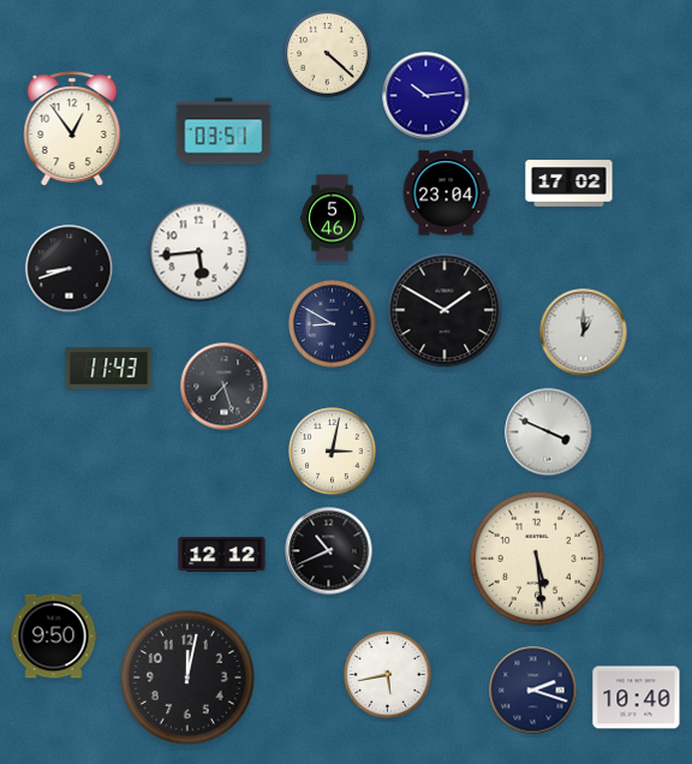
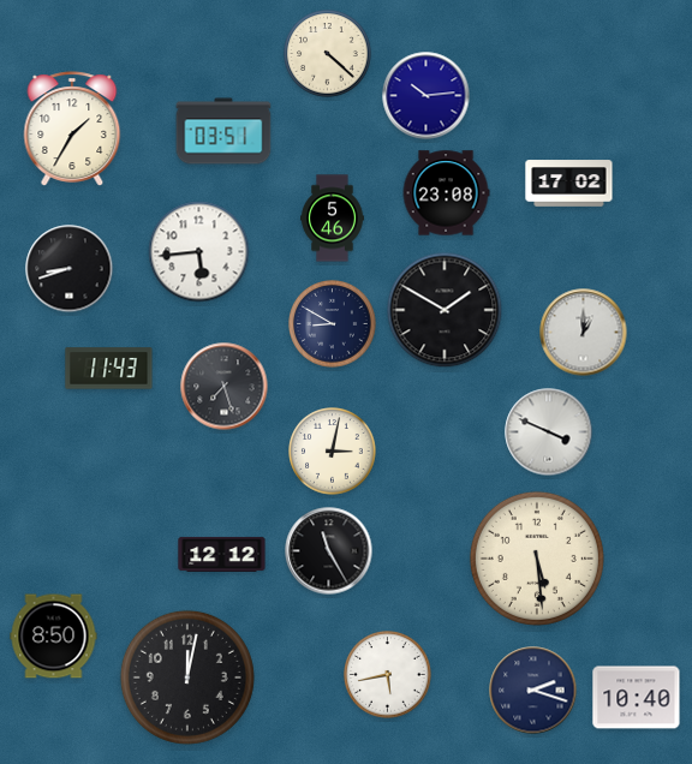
clock at (72, 129): 12:54 -> 1:35
clock at (446, 193): 23:04 -> 23:08
clock at (329, 551): 10:41 -> 11:25
clock at (54, 637): 9:50 -> 8:50
